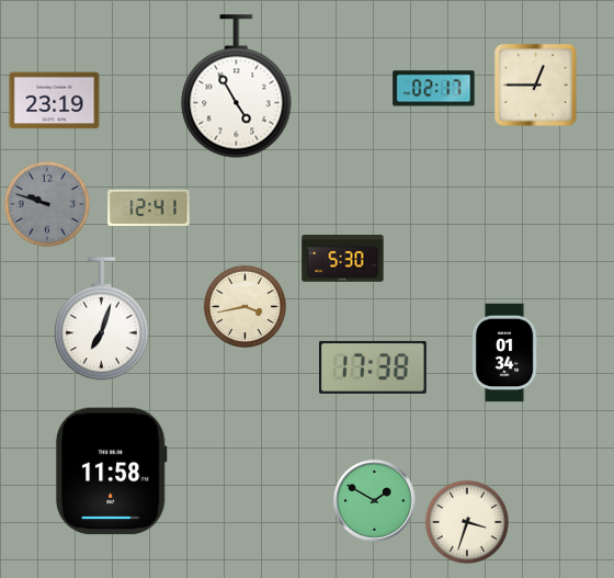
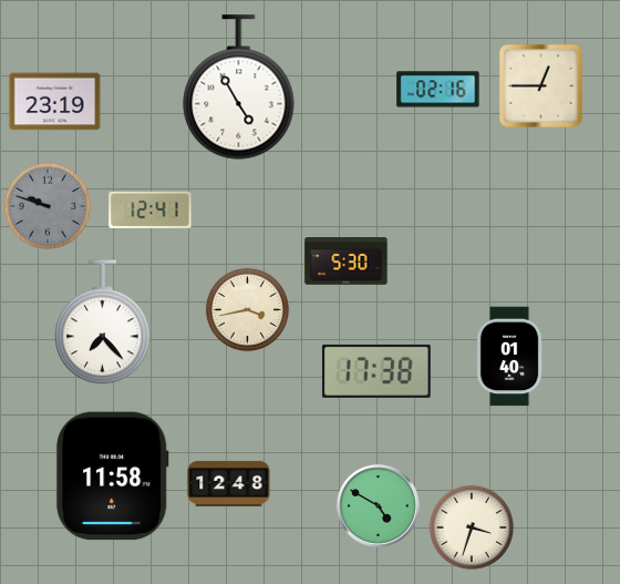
clock at (434, 89): 02:17 -> 02:16
clock at (102, 319): 7:03 -> 7:23
clock at (504, 353): 01:34 -> 01:40
clock at (229, 483): none -> 12:48
clock at (375, 501): 1:50 -> 4:50
